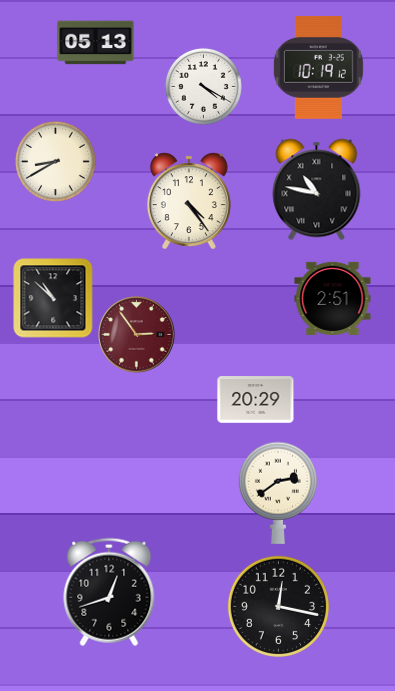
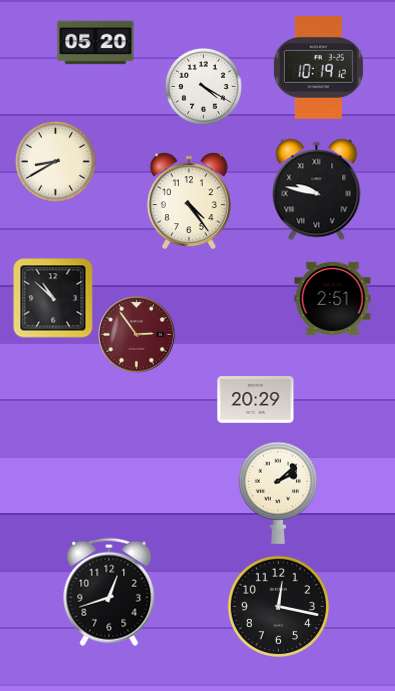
clock at (96, 43): 05:13 -> 05:20
clock at (317, 190): 10:47 -> 9:47
clock at (278, 493): 2:39 -> 2:08
